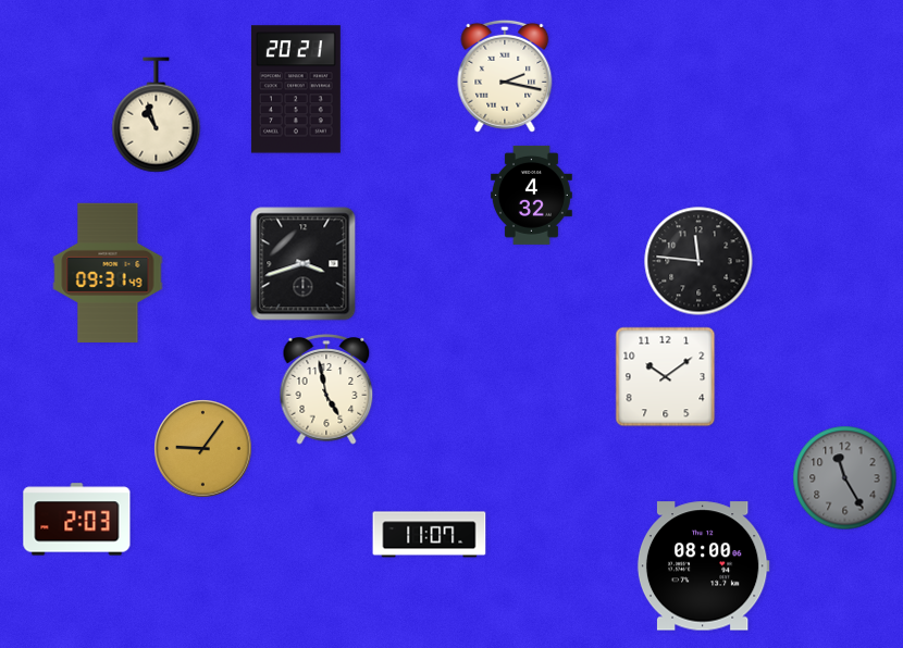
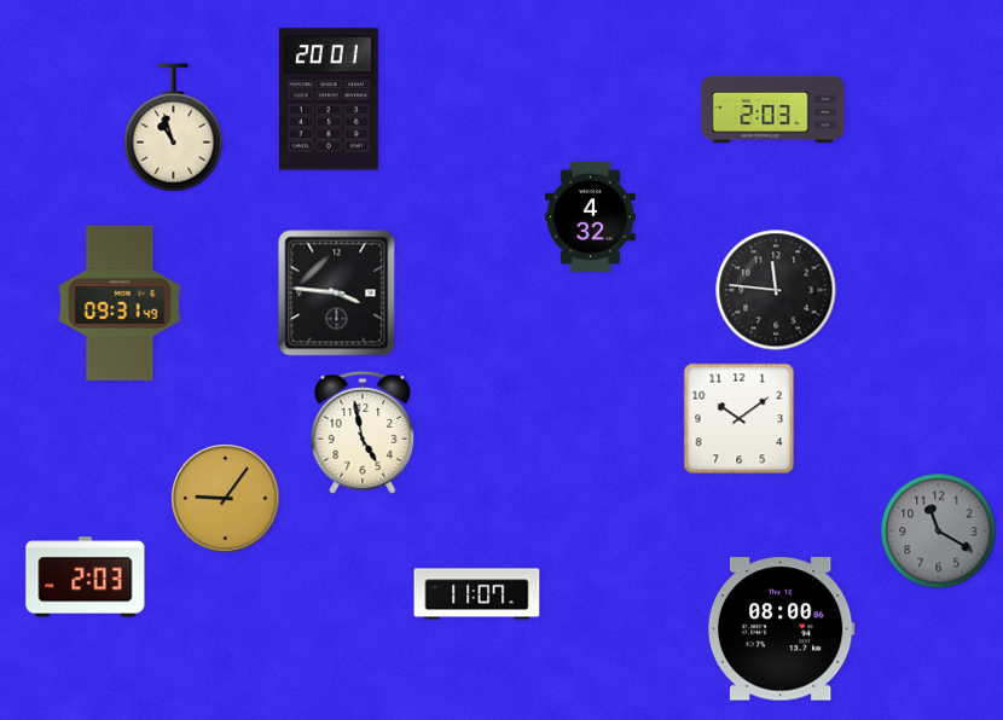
clock at (505, 76): 2:17 -> none
clock at (296, 89): 20:21 -> 20:01
clock at (773, 110): none -> 2:03
clock at (304, 264): 3:42 -> 3:46
clock at (845, 478): 11:25 -> 11:20
